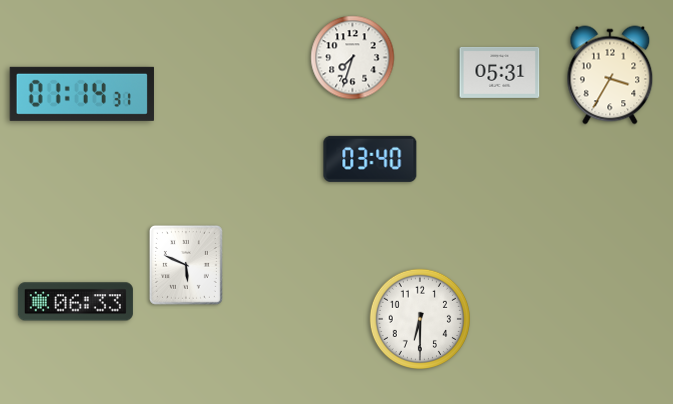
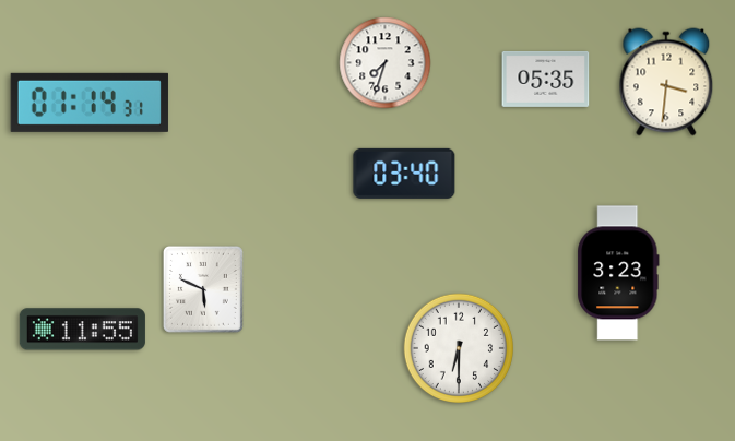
clock at (500, 72): 05:31 -> 05:35
clock at (610, 75): 3:35 -> 3:31
clock at (618, 273): none -> 3:23
clock at (75, 302): 06:33 -> 11:55
